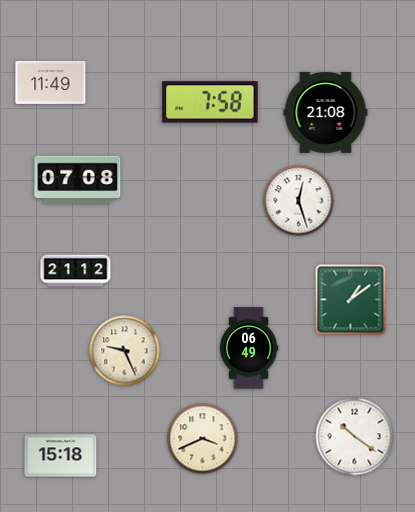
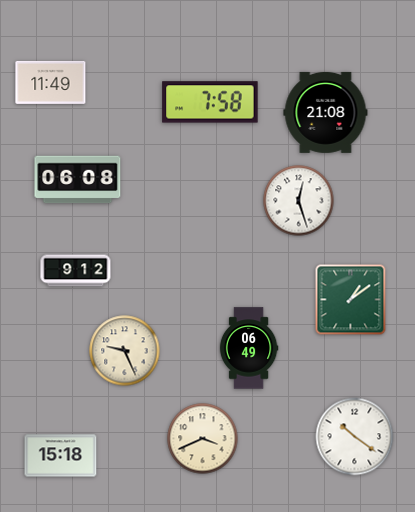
clock at (78, 180): 07:08 -> 06:08
clock at (76, 271): 21:12 -> 9:12
